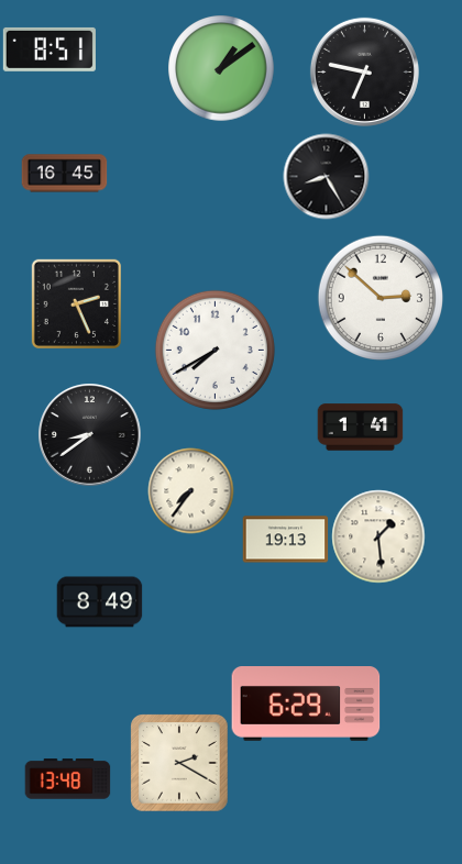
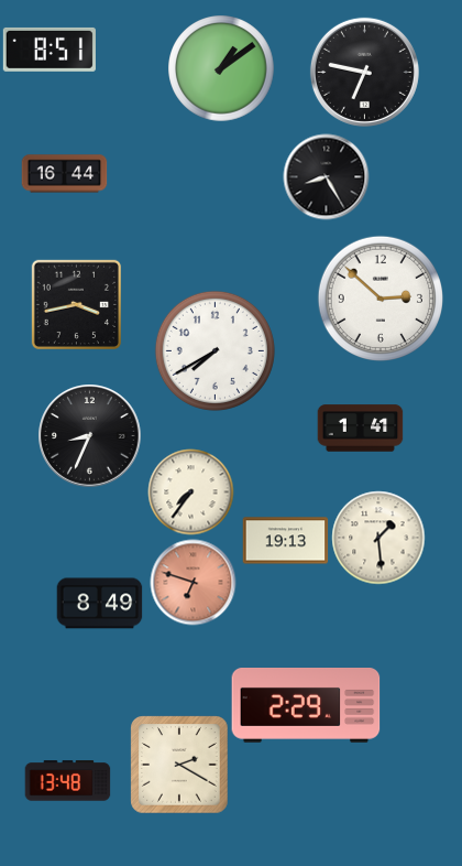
clock at (64, 174): 16:45 -> 16:44
clock at (76, 303): 2:26 -> 3:43
clock at (89, 434): 8:39 -> 8:34
clock at (193, 582): none -> 6:48
clock at (306, 705): 6:29 -> 2:29
